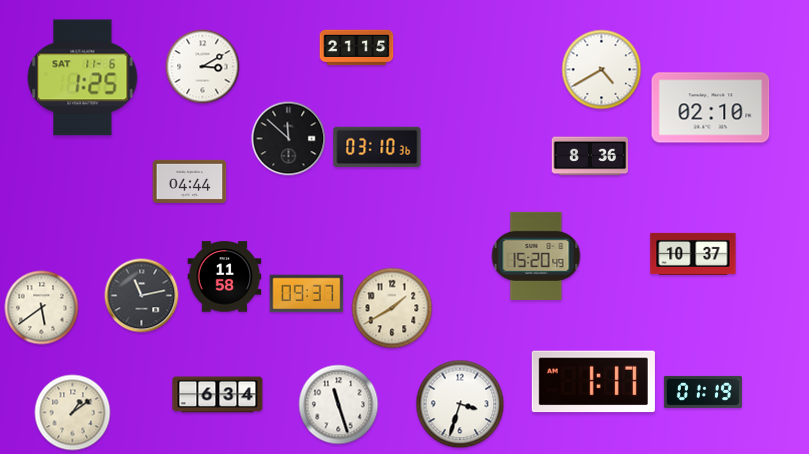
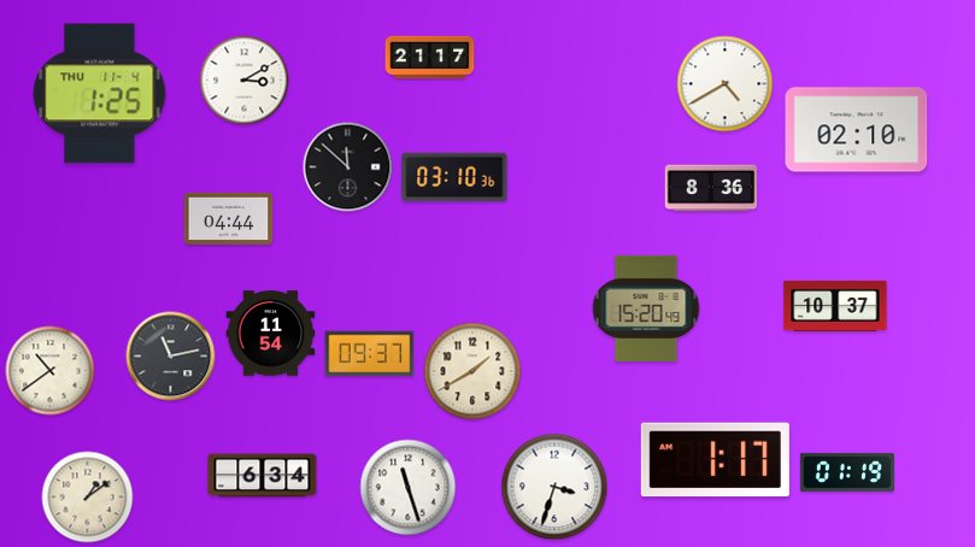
clock at (357, 48): 21:15 -> 21:17
clock at (83, 78) date: SAT 11-6 -> THU 11-4
clock at (225, 277): 11:58 -> 11:54
clock at (42, 308): 5:39 -> 10:39
